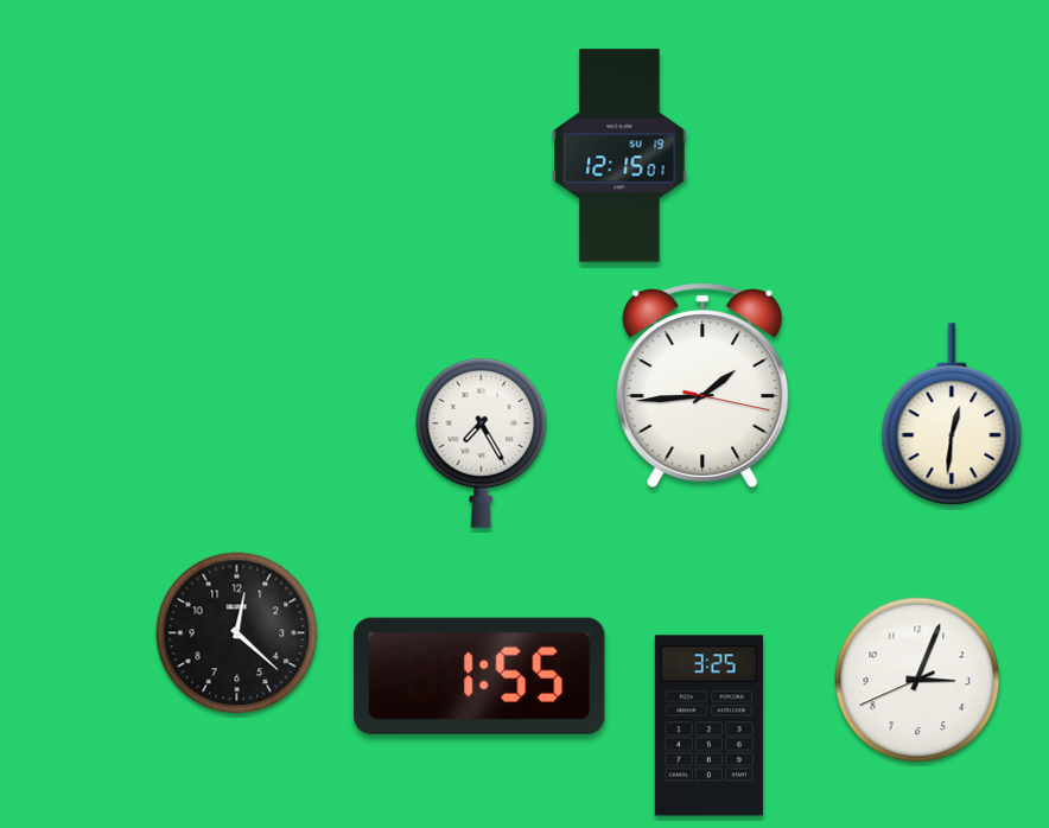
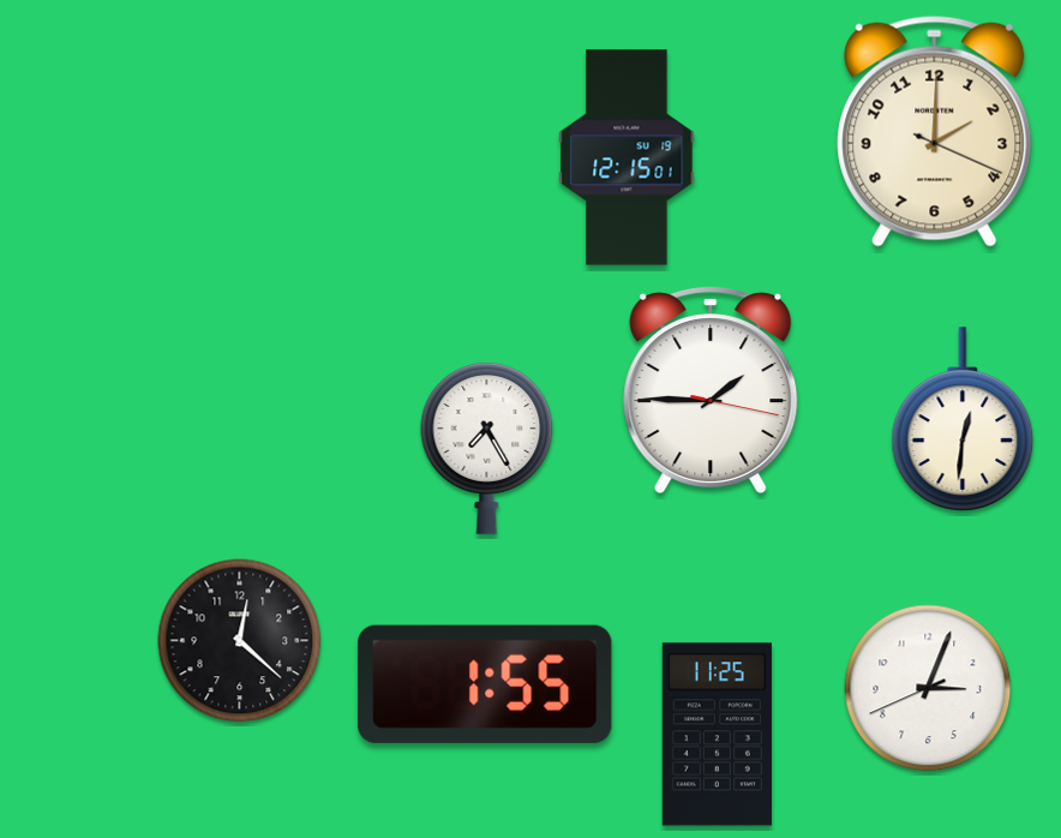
clock at (935, 131): none -> 2:00
clock at (702, 386): 1:44 -> 1:45
clock at (708, 726): 3:25 -> 11:25
